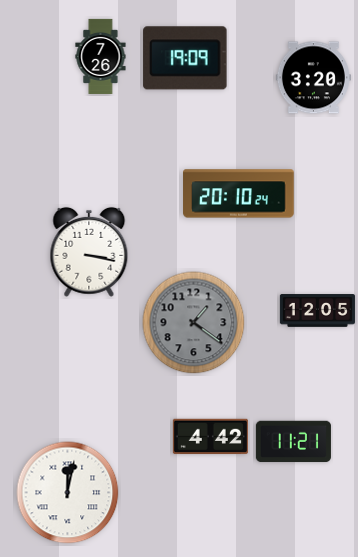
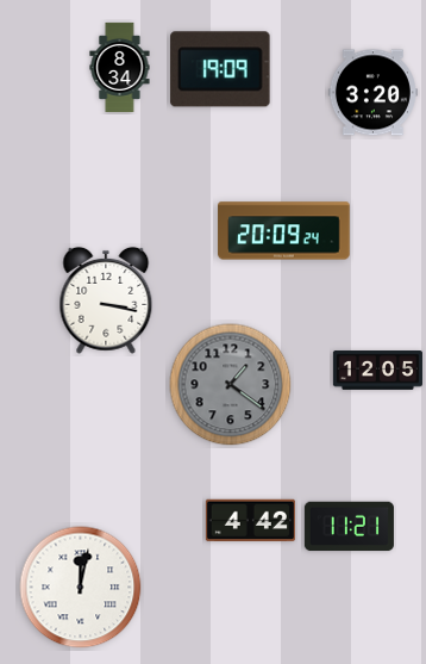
clock at (101, 56): 7:26 -> 8:34
clock at (239, 194): 20:10 -> 20:09
